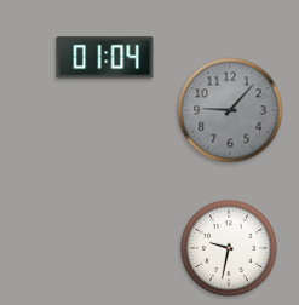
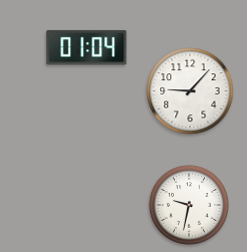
clock at (230, 110) dial: grey -> white
